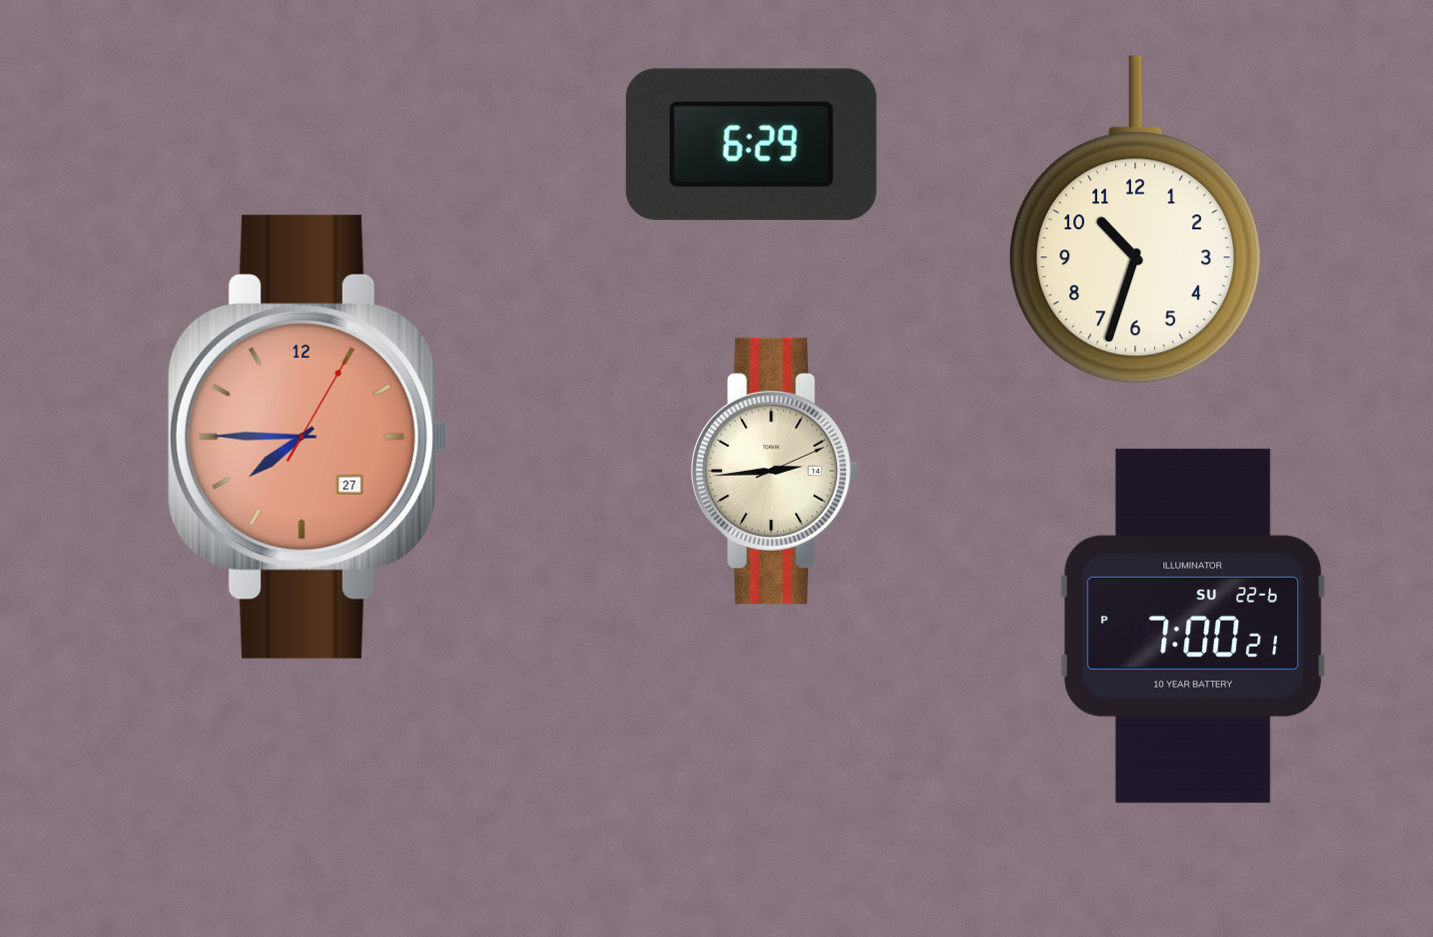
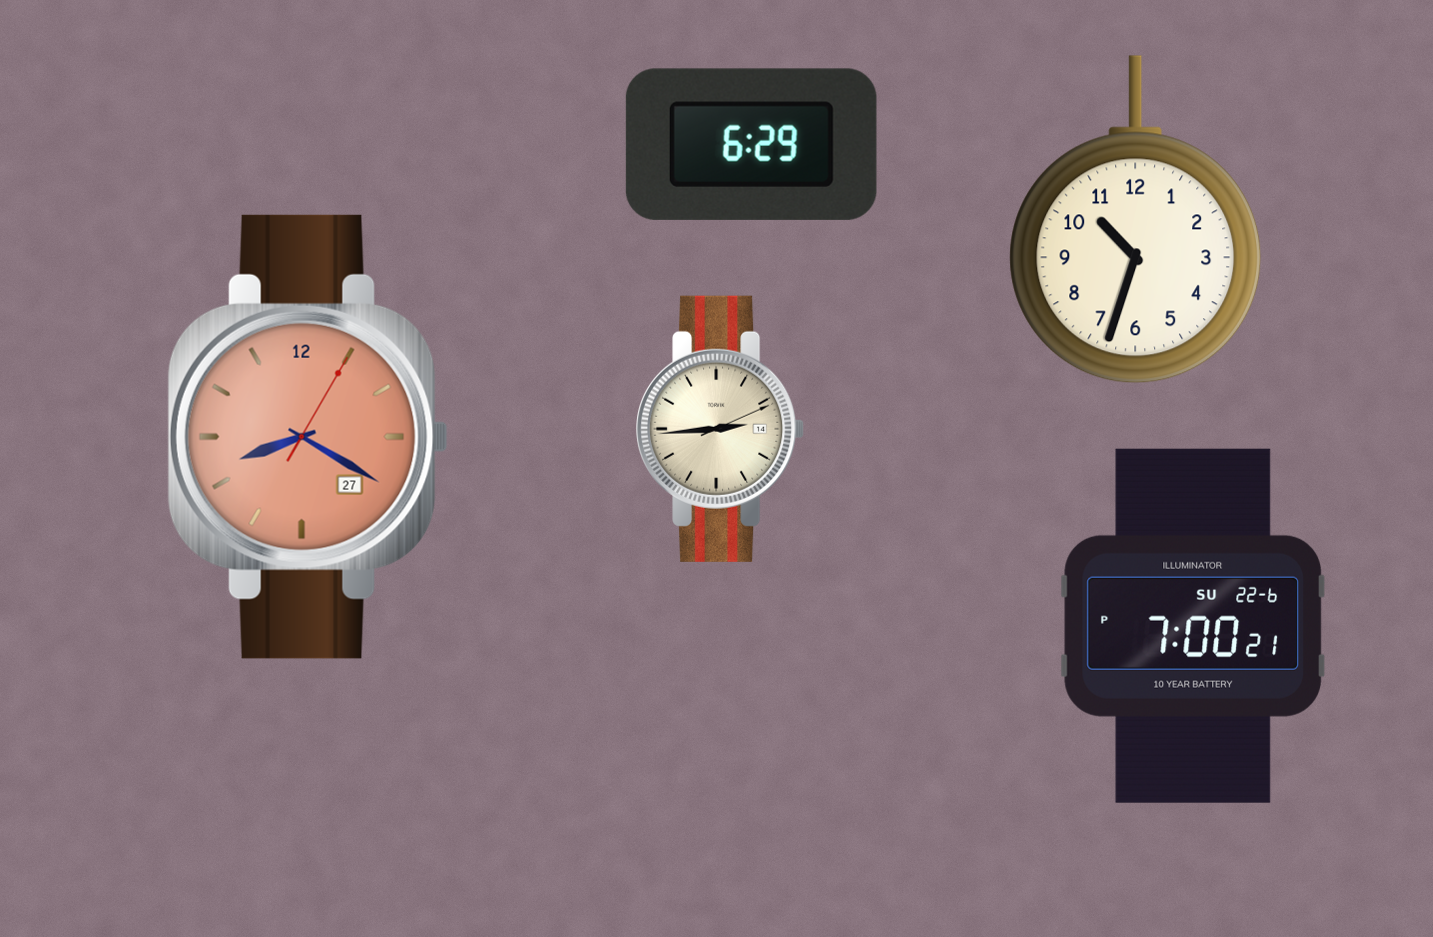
clock at (308, 437): 7:45 -> 8:20
clock at (775, 471) position: (775, 471) -> (720, 429)
